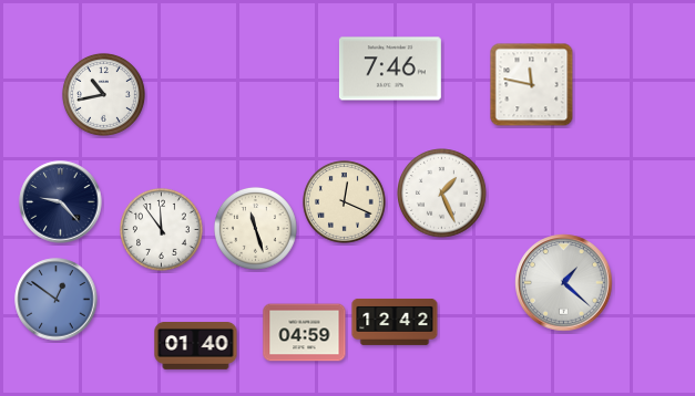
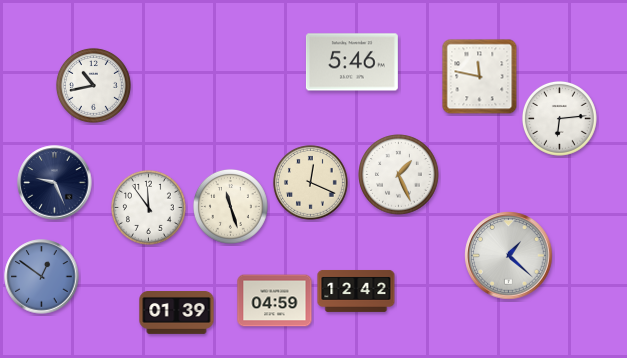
clock at (390, 69): 7:46 -> 5:46
clock at (559, 118): none -> 6:14
clock at (61, 202): 9:23 -> 9:26
clock at (161, 229) position: (161, 229) -> (148, 207)
clock at (57, 300) position: (57, 300) -> (42, 277)
clock at (196, 346): 01:40 -> 01:39
